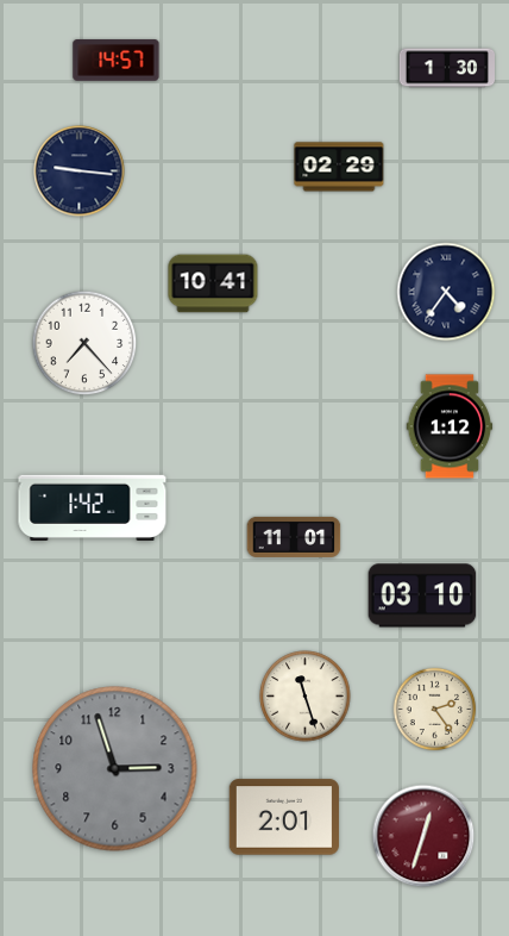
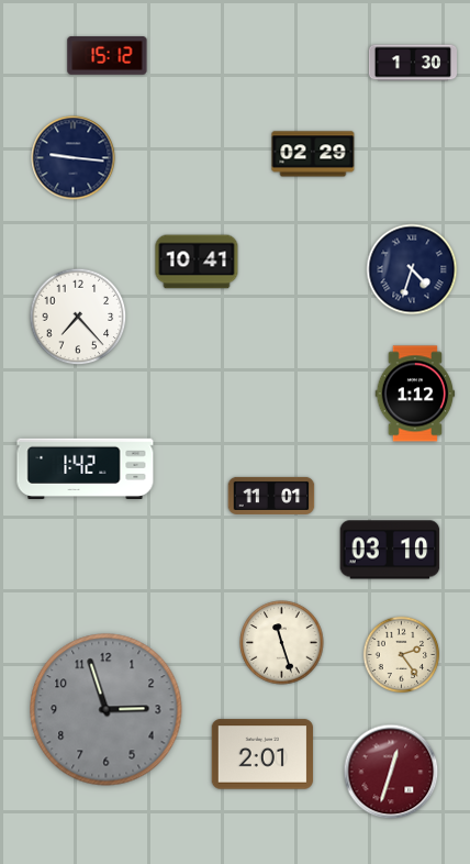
clock at (117, 61): 14:57 -> 15:12
clock at (446, 292): 4:36 -> 4:33
